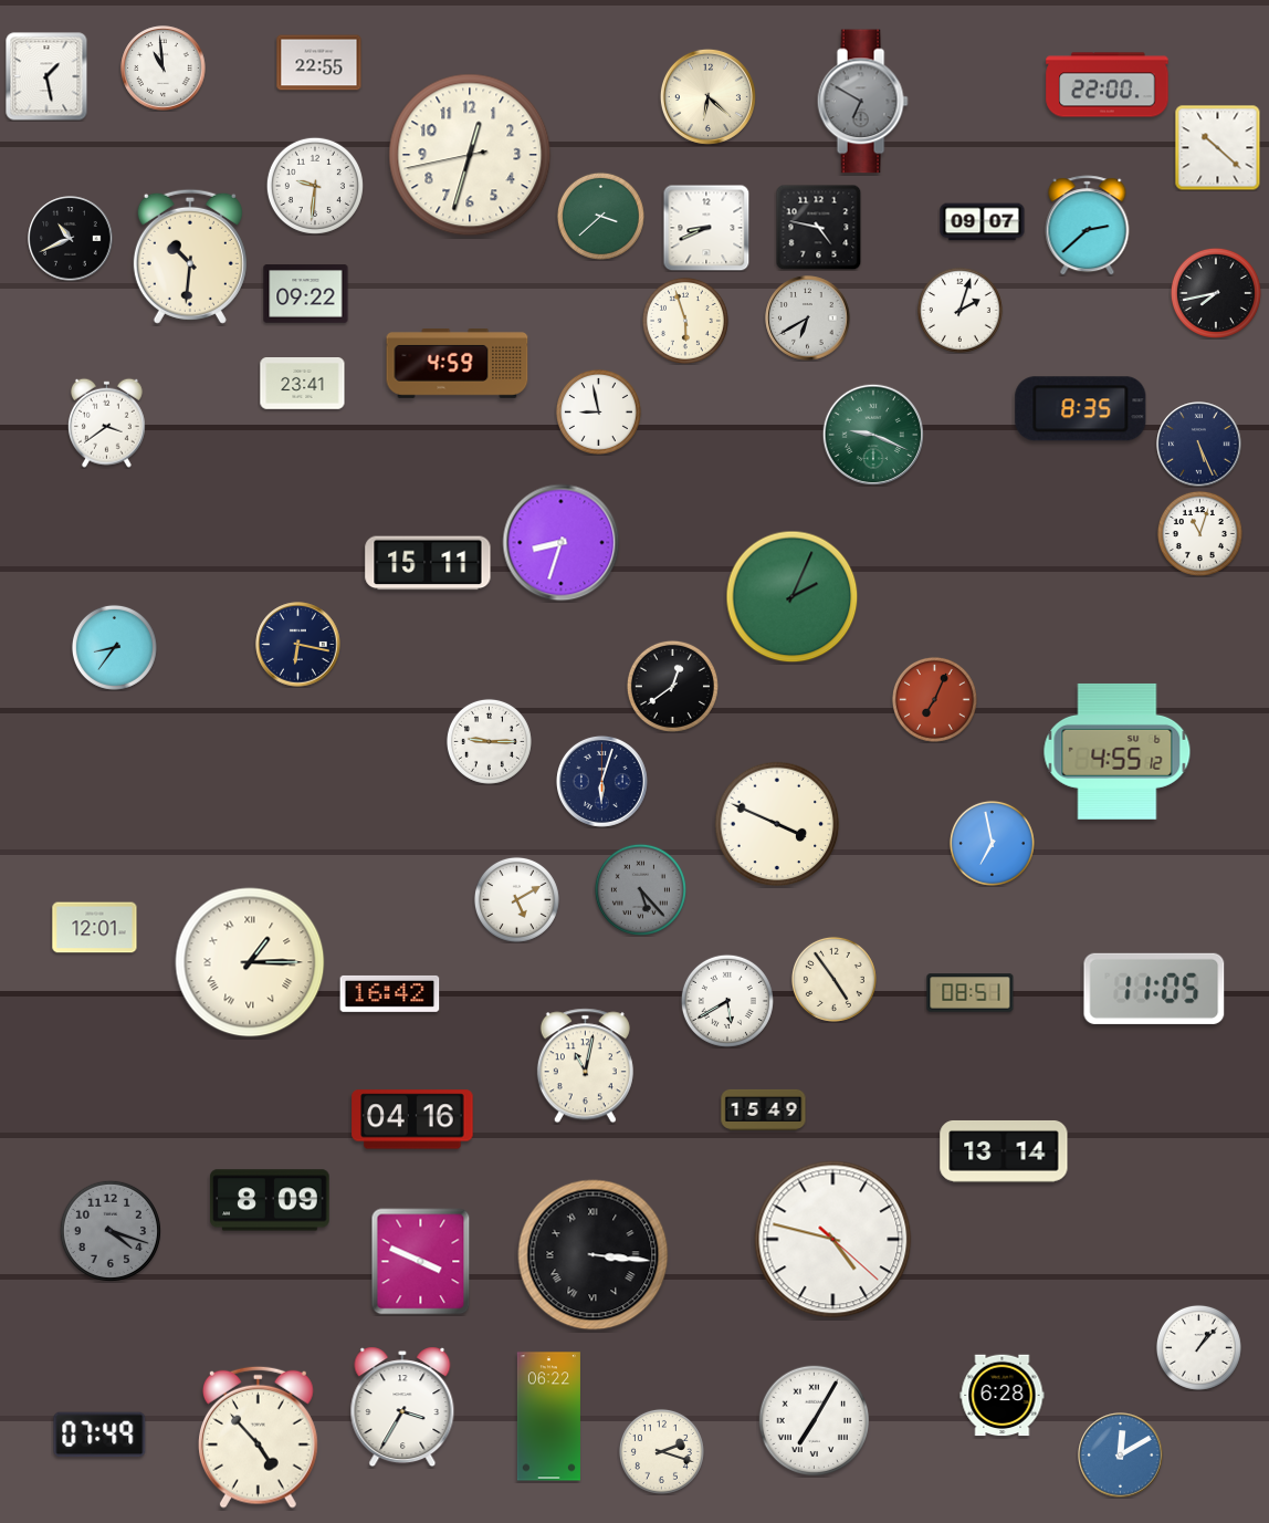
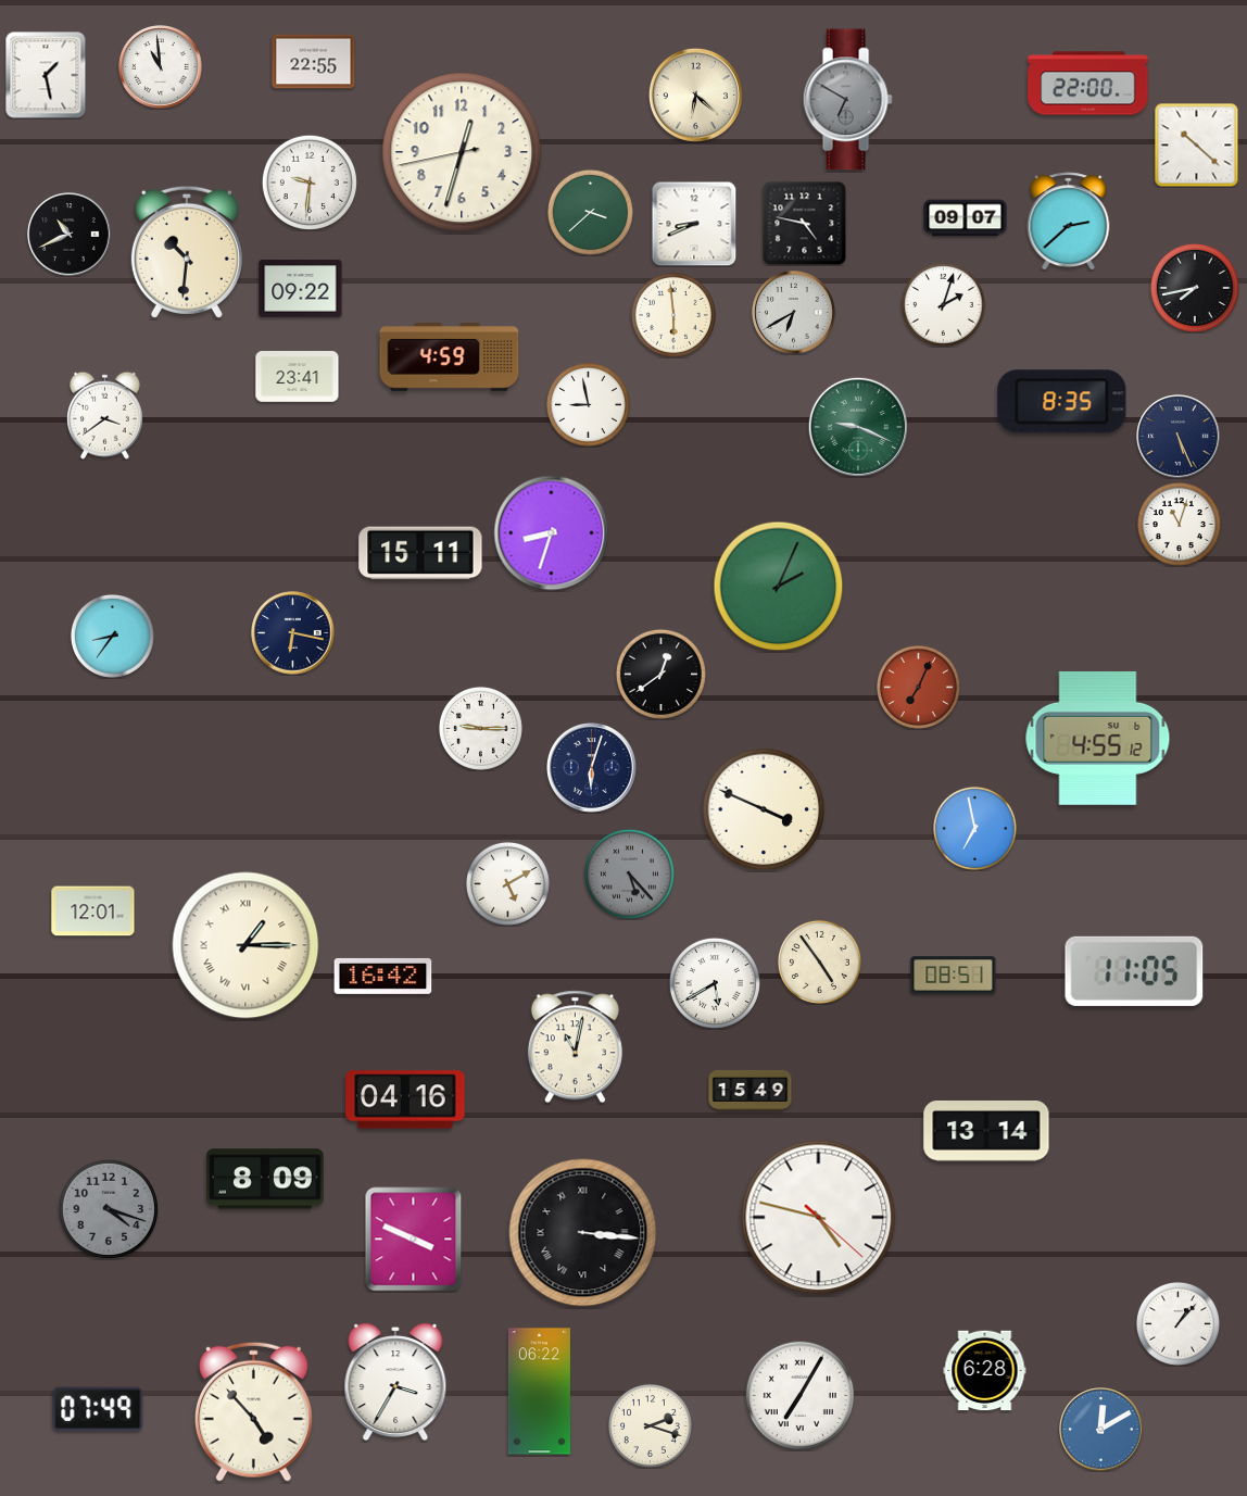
clock at (685, 321): 5:57 -> 5:59
